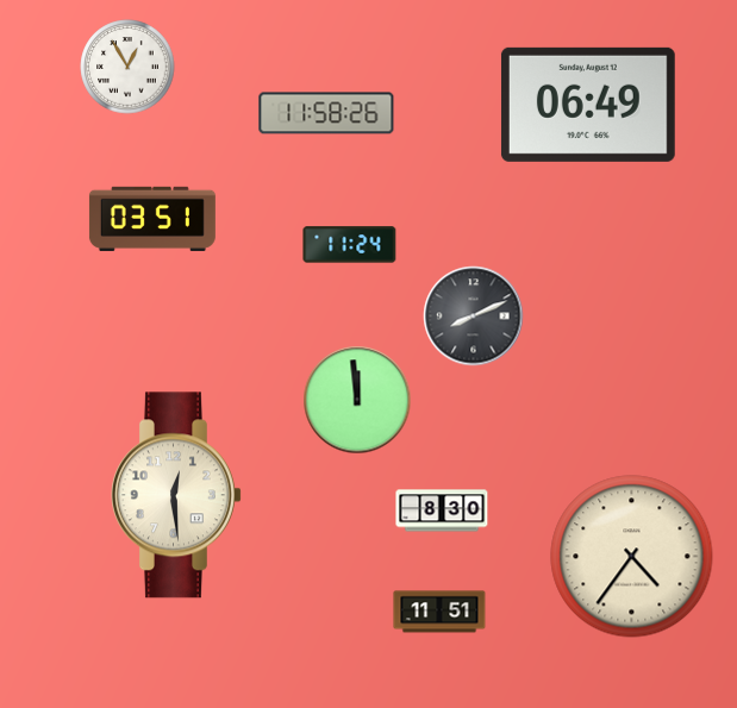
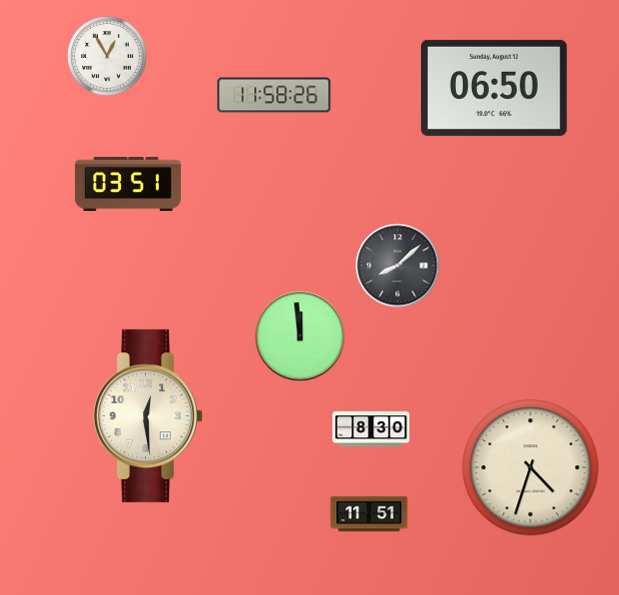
clock at (588, 105): 06:49 -> 06:50
clock at (350, 245): 11:24 -> none
clock at (474, 317): 8:11 -> 8:08
clock at (632, 557): 4:36 -> 4:33
